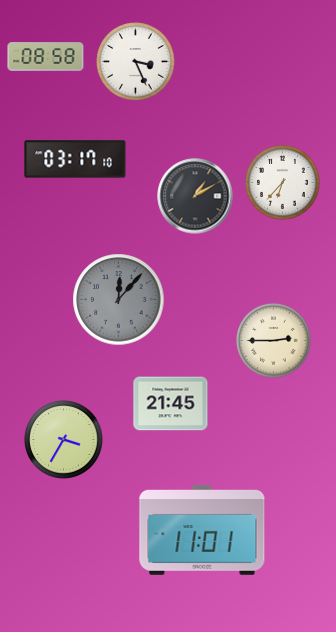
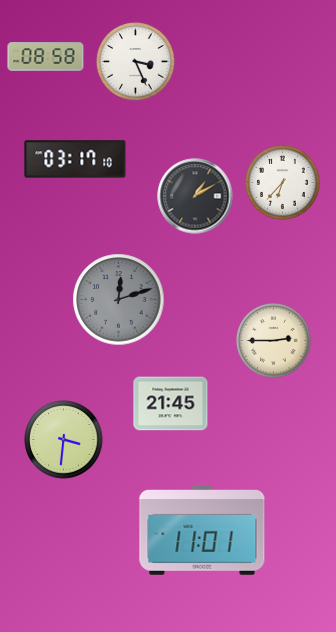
clock at (119, 300): 12:07 -> 12:12
clock at (64, 440): 3:35 -> 3:31
